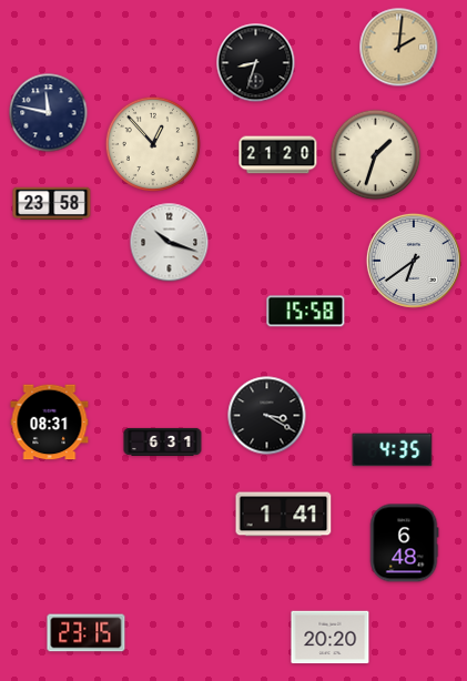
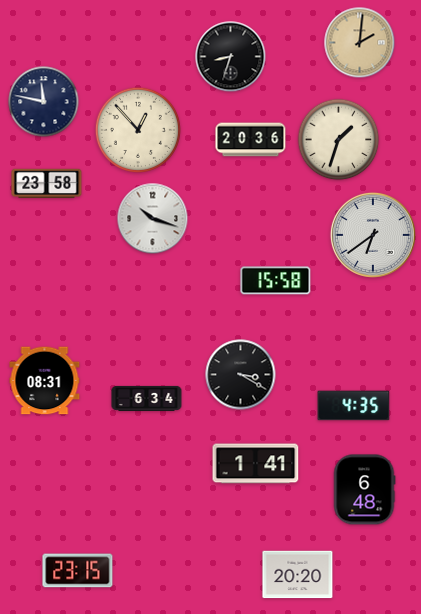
clock at (278, 155): 21:20 -> 20:36
clock at (163, 441): 6:31 -> 6:34
